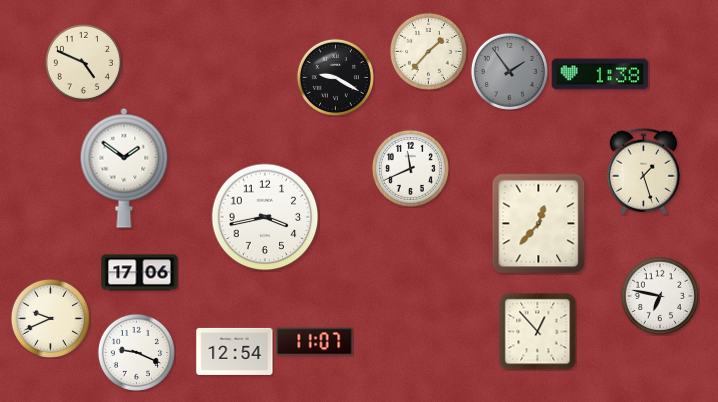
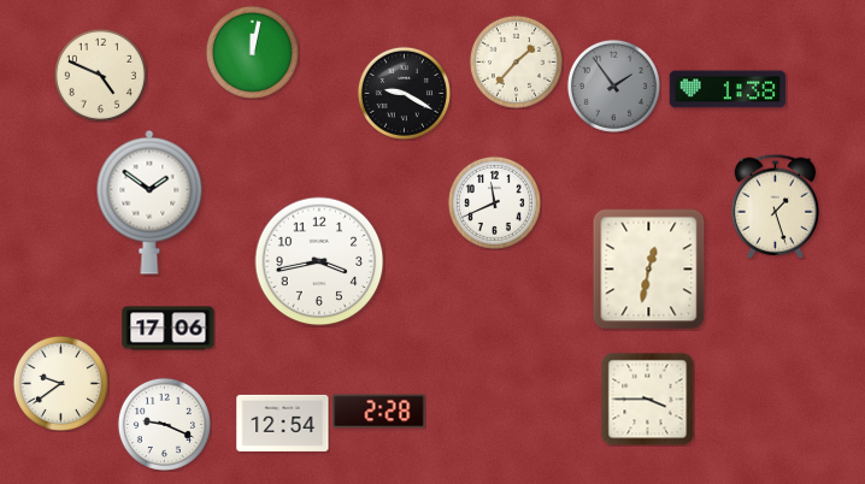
clock at (252, 52): none -> 12:02
clock at (600, 74) position: (600, 74) -> (728, 89)
clock at (539, 224): 12:37 -> 12:32
clock at (660, 296): 6:47 -> none
clock at (50, 318): 9:41 -> 9:39
clock at (537, 331): 12:53 -> 3:45
clock at (315, 342): 11:07 -> 2:28
